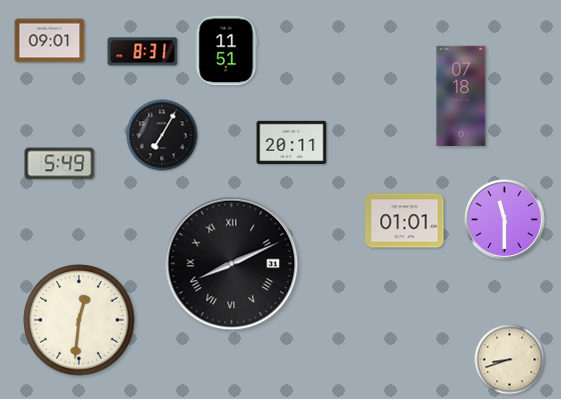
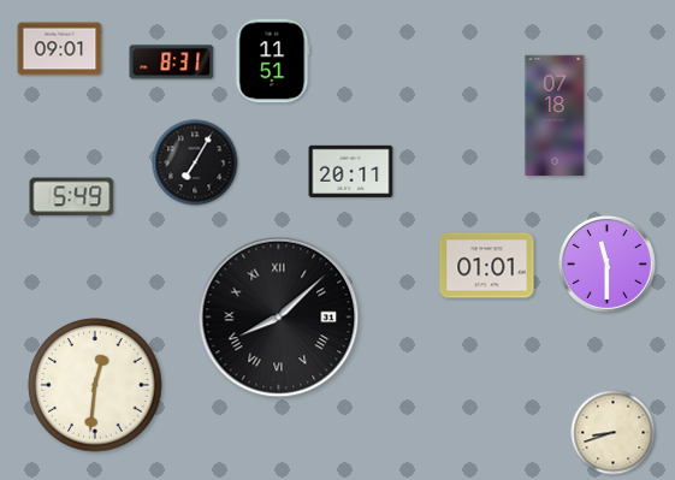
clock at (232, 264): 8:11 -> 8:08
